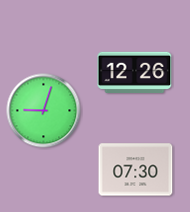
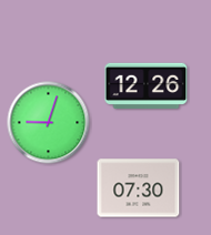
clock at (135, 72) position: (135, 72) -> (147, 85)
clock at (136, 170) position: (136, 170) -> (139, 188)
